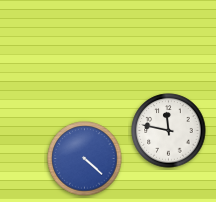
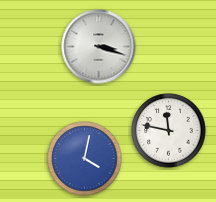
clock at (99, 47): none -> 3:18
clock at (85, 159): 4:22 -> 4:02
